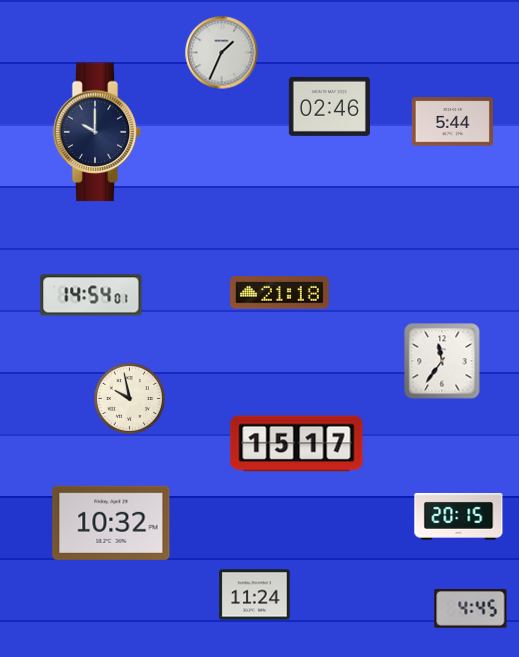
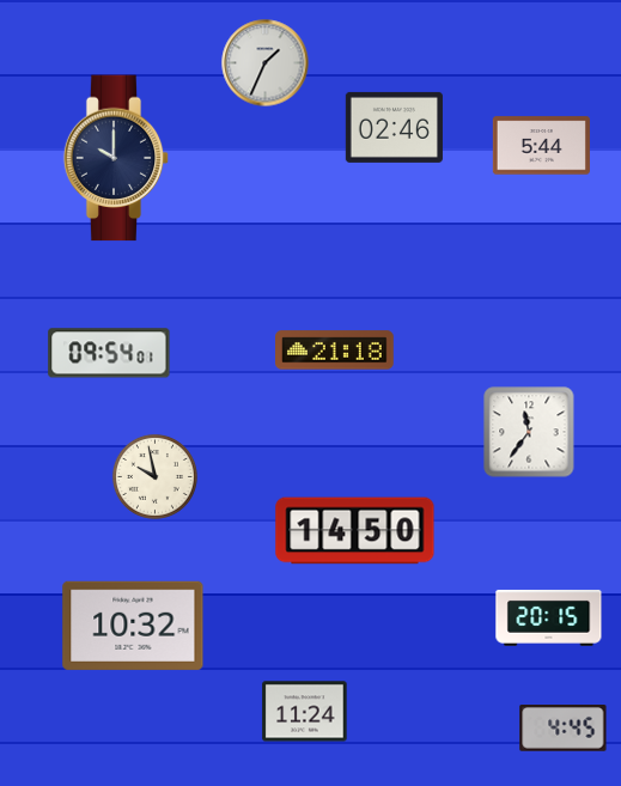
clock at (91, 295): 14:54 -> 09:54
clock at (297, 444): 15:17 -> 14:50
